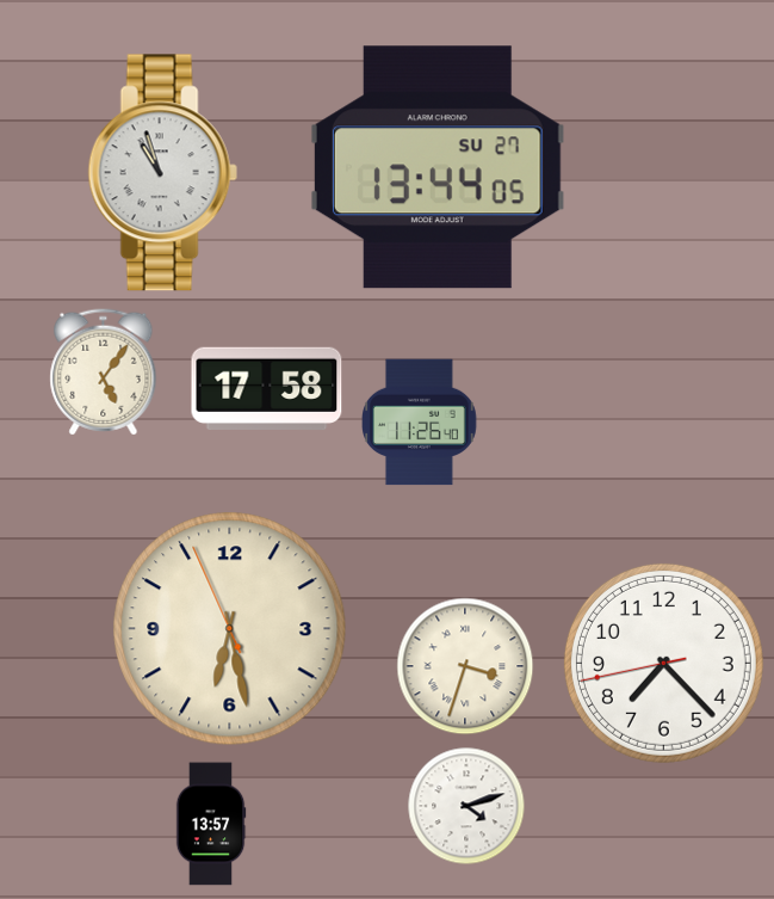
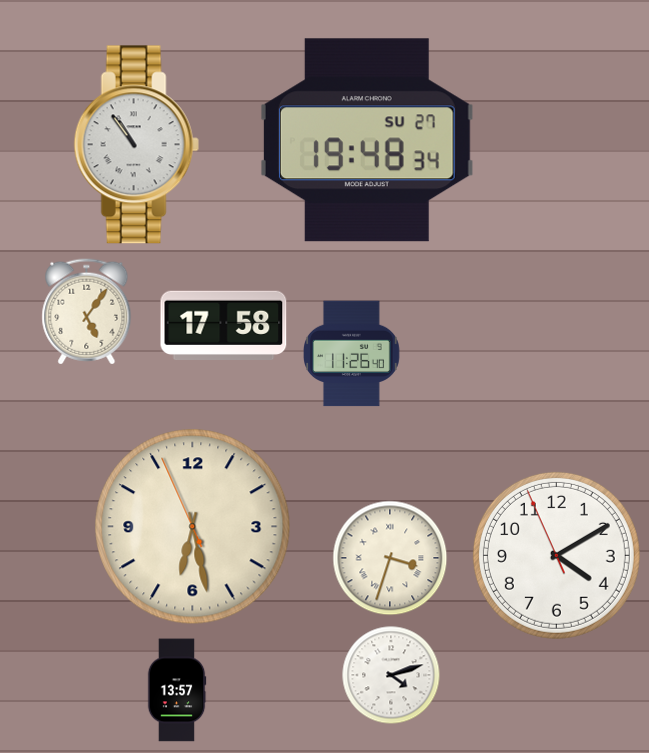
clock at (438, 167): 13:44 -> 19:48
clock at (162, 173): 10:57 -> 10:54
clock at (663, 663): 7:22 -> 4:09
